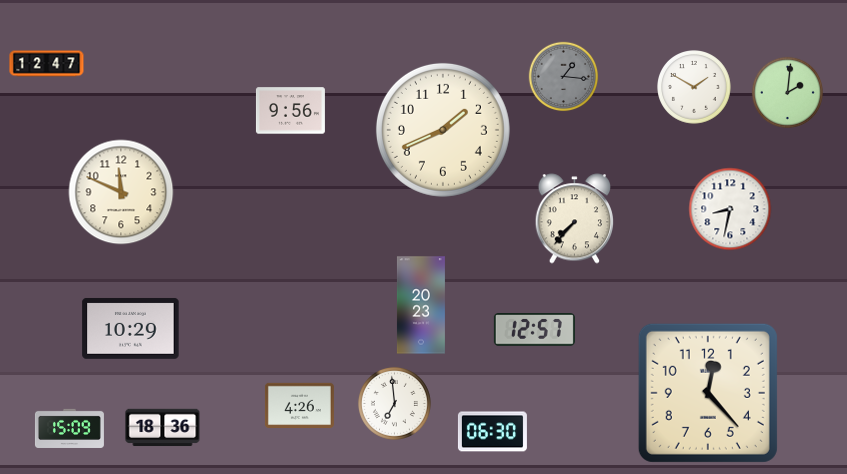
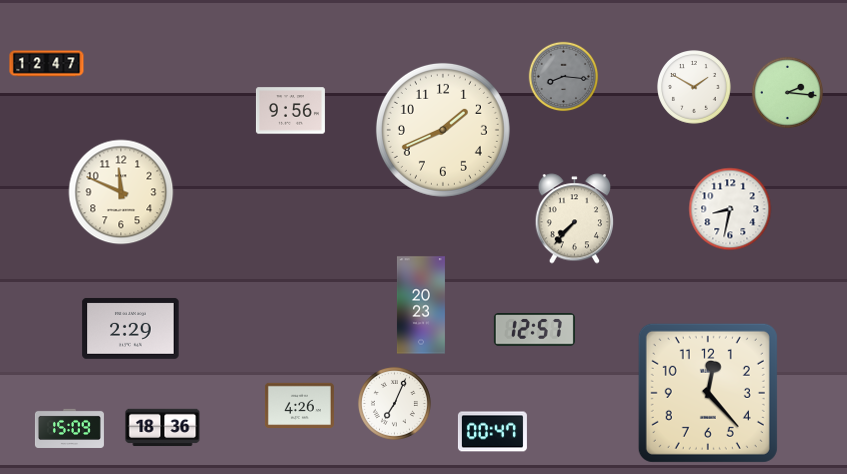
clock at (564, 77): 1:16 -> 8:16
clock at (787, 92): 2:01 -> 2:16
clock at (131, 328): 10:29 -> 2:29
clock at (394, 403): 6:59 -> 7:04
clock at (492, 432): 06:30 -> 00:47
